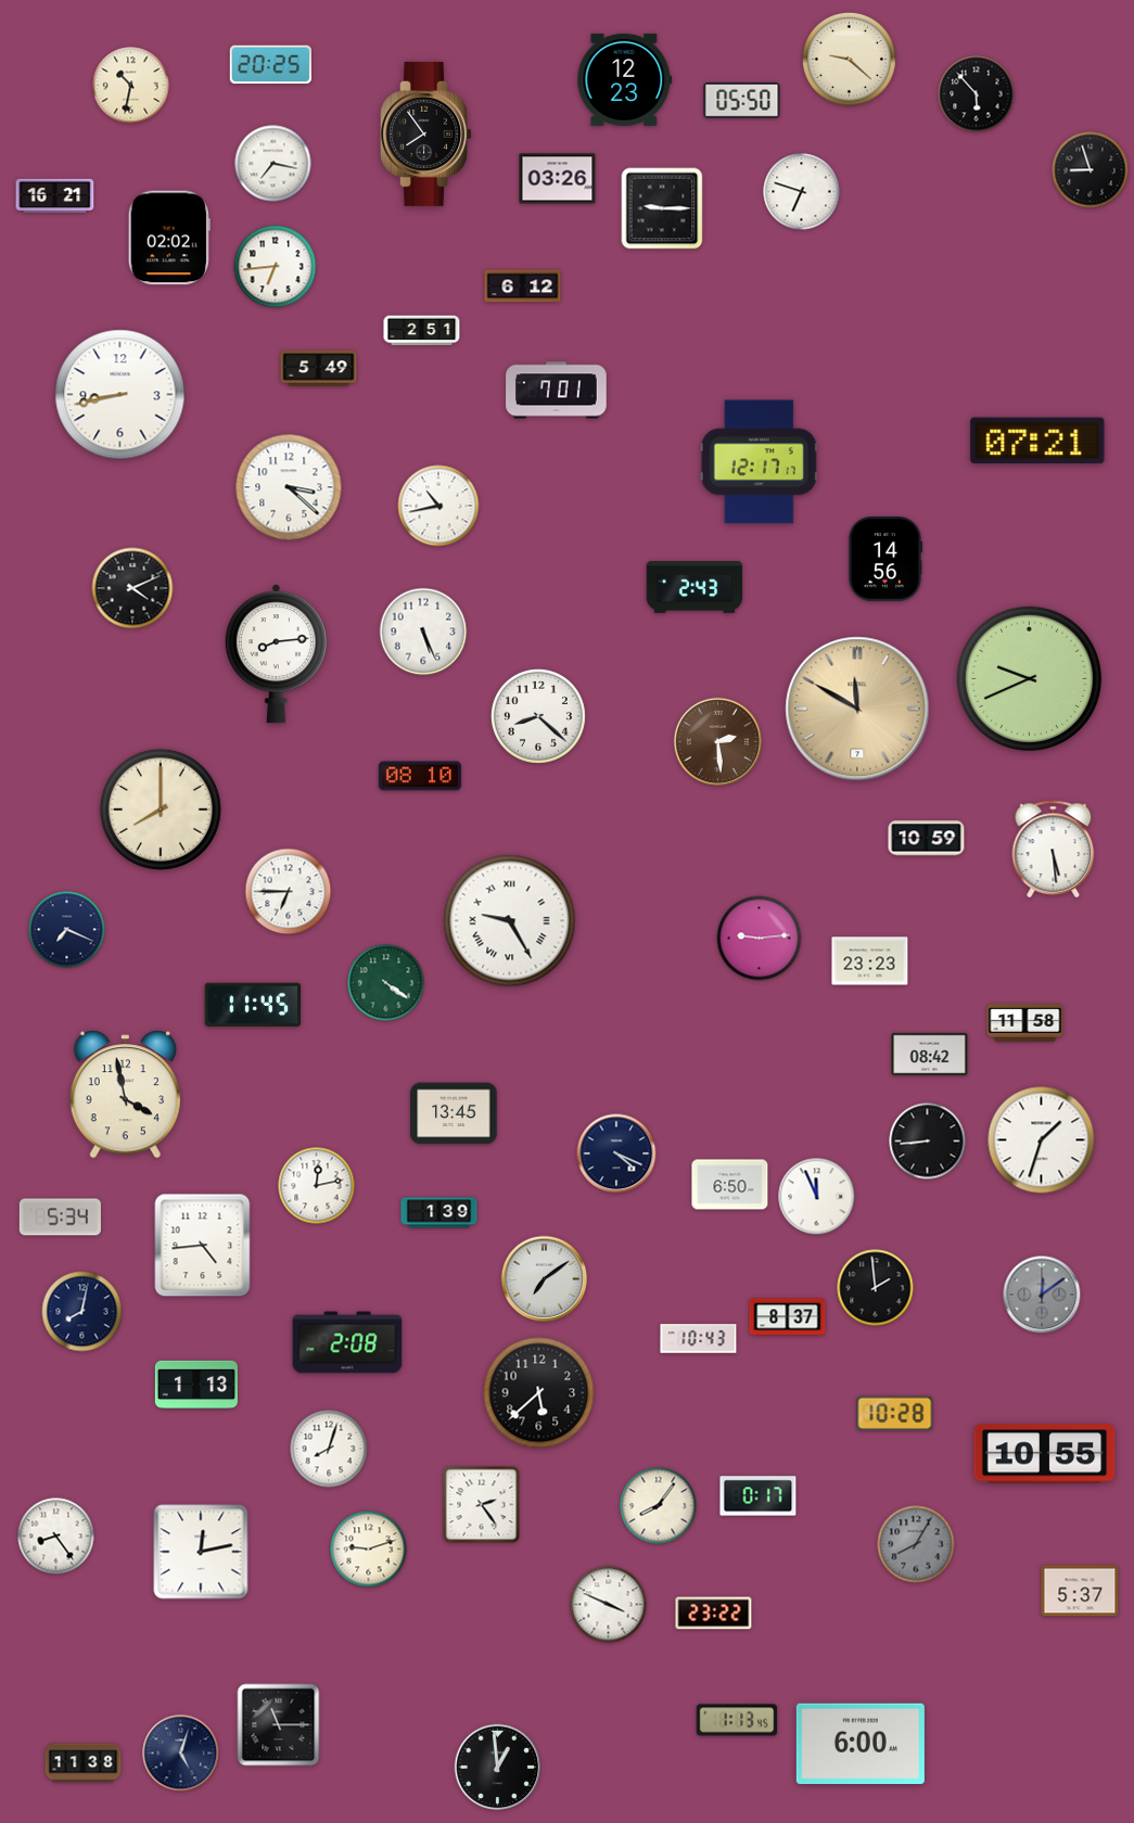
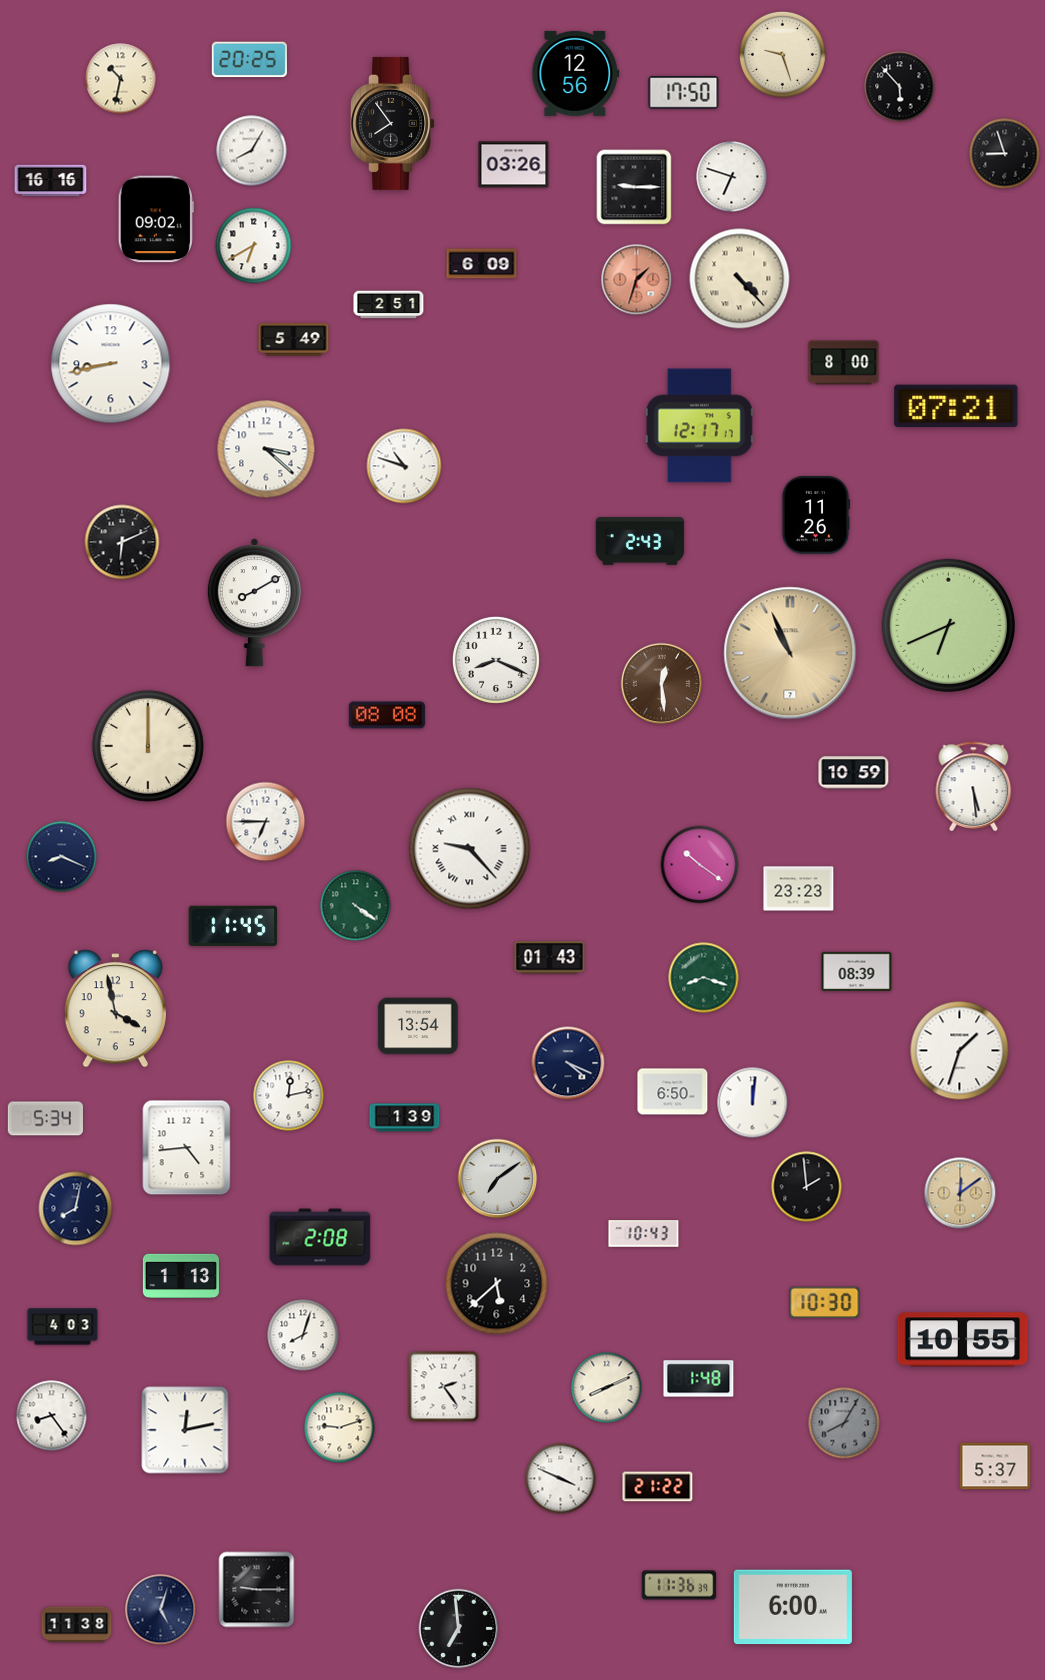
clock at (849, 59): 9:22 -> 9:27
clock at (625, 79): 12:23 -> 12:56
clock at (742, 101): 05:50 -> 17:50
clock at (273, 164): 7:17 -> 8:05
clock at (1091, 170) position: (1091, 170) -> (1005, 154)
clock at (802, 192) position: (802, 192) -> (732, 177)
clock at (55, 196): 16:21 -> 16:16
clock at (662, 208) position: (662, 208) -> (634, 187)
clock at (169, 238): 02:02 -> 09:02
clock at (276, 267): 6:44 -> 6:40
clock at (523, 286): 6:12 -> 6:09
clock at (740, 279): none -> 4:23
clock at (637, 280): none -> 1:33
clock at (557, 391): 7:01 -> none
clock at (844, 363): none -> 8:00
clock at (438, 506): 10:43 -> 10:48
clock at (885, 560): 14:56 -> 11:26
clock at (132, 588): 4:11 -> 6:11
clock at (423, 632): 5:26 -> none
clock at (276, 654): 8:14 -> 8:10
clock at (1029, 678): 9:41 -> 6:41
clock at (857, 709): 11:50 -> 10:56
clock at (538, 716): 8:22 -> 8:19
clock at (718, 742): 2:29 -> 12:29
clock at (420, 776): 08:10 -> 08:08
clock at (161, 809): 8:00 -> 12:00
clock at (1054, 849) position: (1054, 849) -> (974, 786)
clock at (510, 921): 9:25 -> 9:23
clock at (67, 930): 7:19 -> 8:19
clock at (760, 939): 9:14 -> 10:21
clock at (870, 961) position: (870, 961) -> (799, 889)
clock at (1025, 1023): 11:58 -> none
clock at (550, 958): none -> 01:43
clock at (930, 1054): 08:42 -> 08:39
clock at (704, 978): none -> 8:18
clock at (454, 1113): 13:45 -> 13:54
clock at (928, 1142): 8:44 -> none
clock at (317, 1186) position: (317, 1186) -> (289, 1096)
clock at (817, 1197): 11:56 -> 12:01
clock at (60, 1218) position: (60, 1218) -> (45, 1119)
clock at (545, 1279) position: (545, 1279) -> (498, 1179)
clock at (1042, 1295) dial: grey -> champagne
clock at (788, 1317): 8:37 -> none
clock at (895, 1414): 10:28 -> 10:30
clock at (63, 1327): none -> 4:03
clock at (759, 1496): 0:17 -> 1:48
clock at (659, 1506): 8:06 -> 8:11
clock at (714, 1614): 23:22 -> 21:22
clock at (737, 1720): 1:13 -> 11:36
clock at (279, 1725): 11:15 -> 9:15
clock at (181, 1754) position: (181, 1754) -> (161, 1610)
clock at (498, 1768): 12:59 -> 6:59
